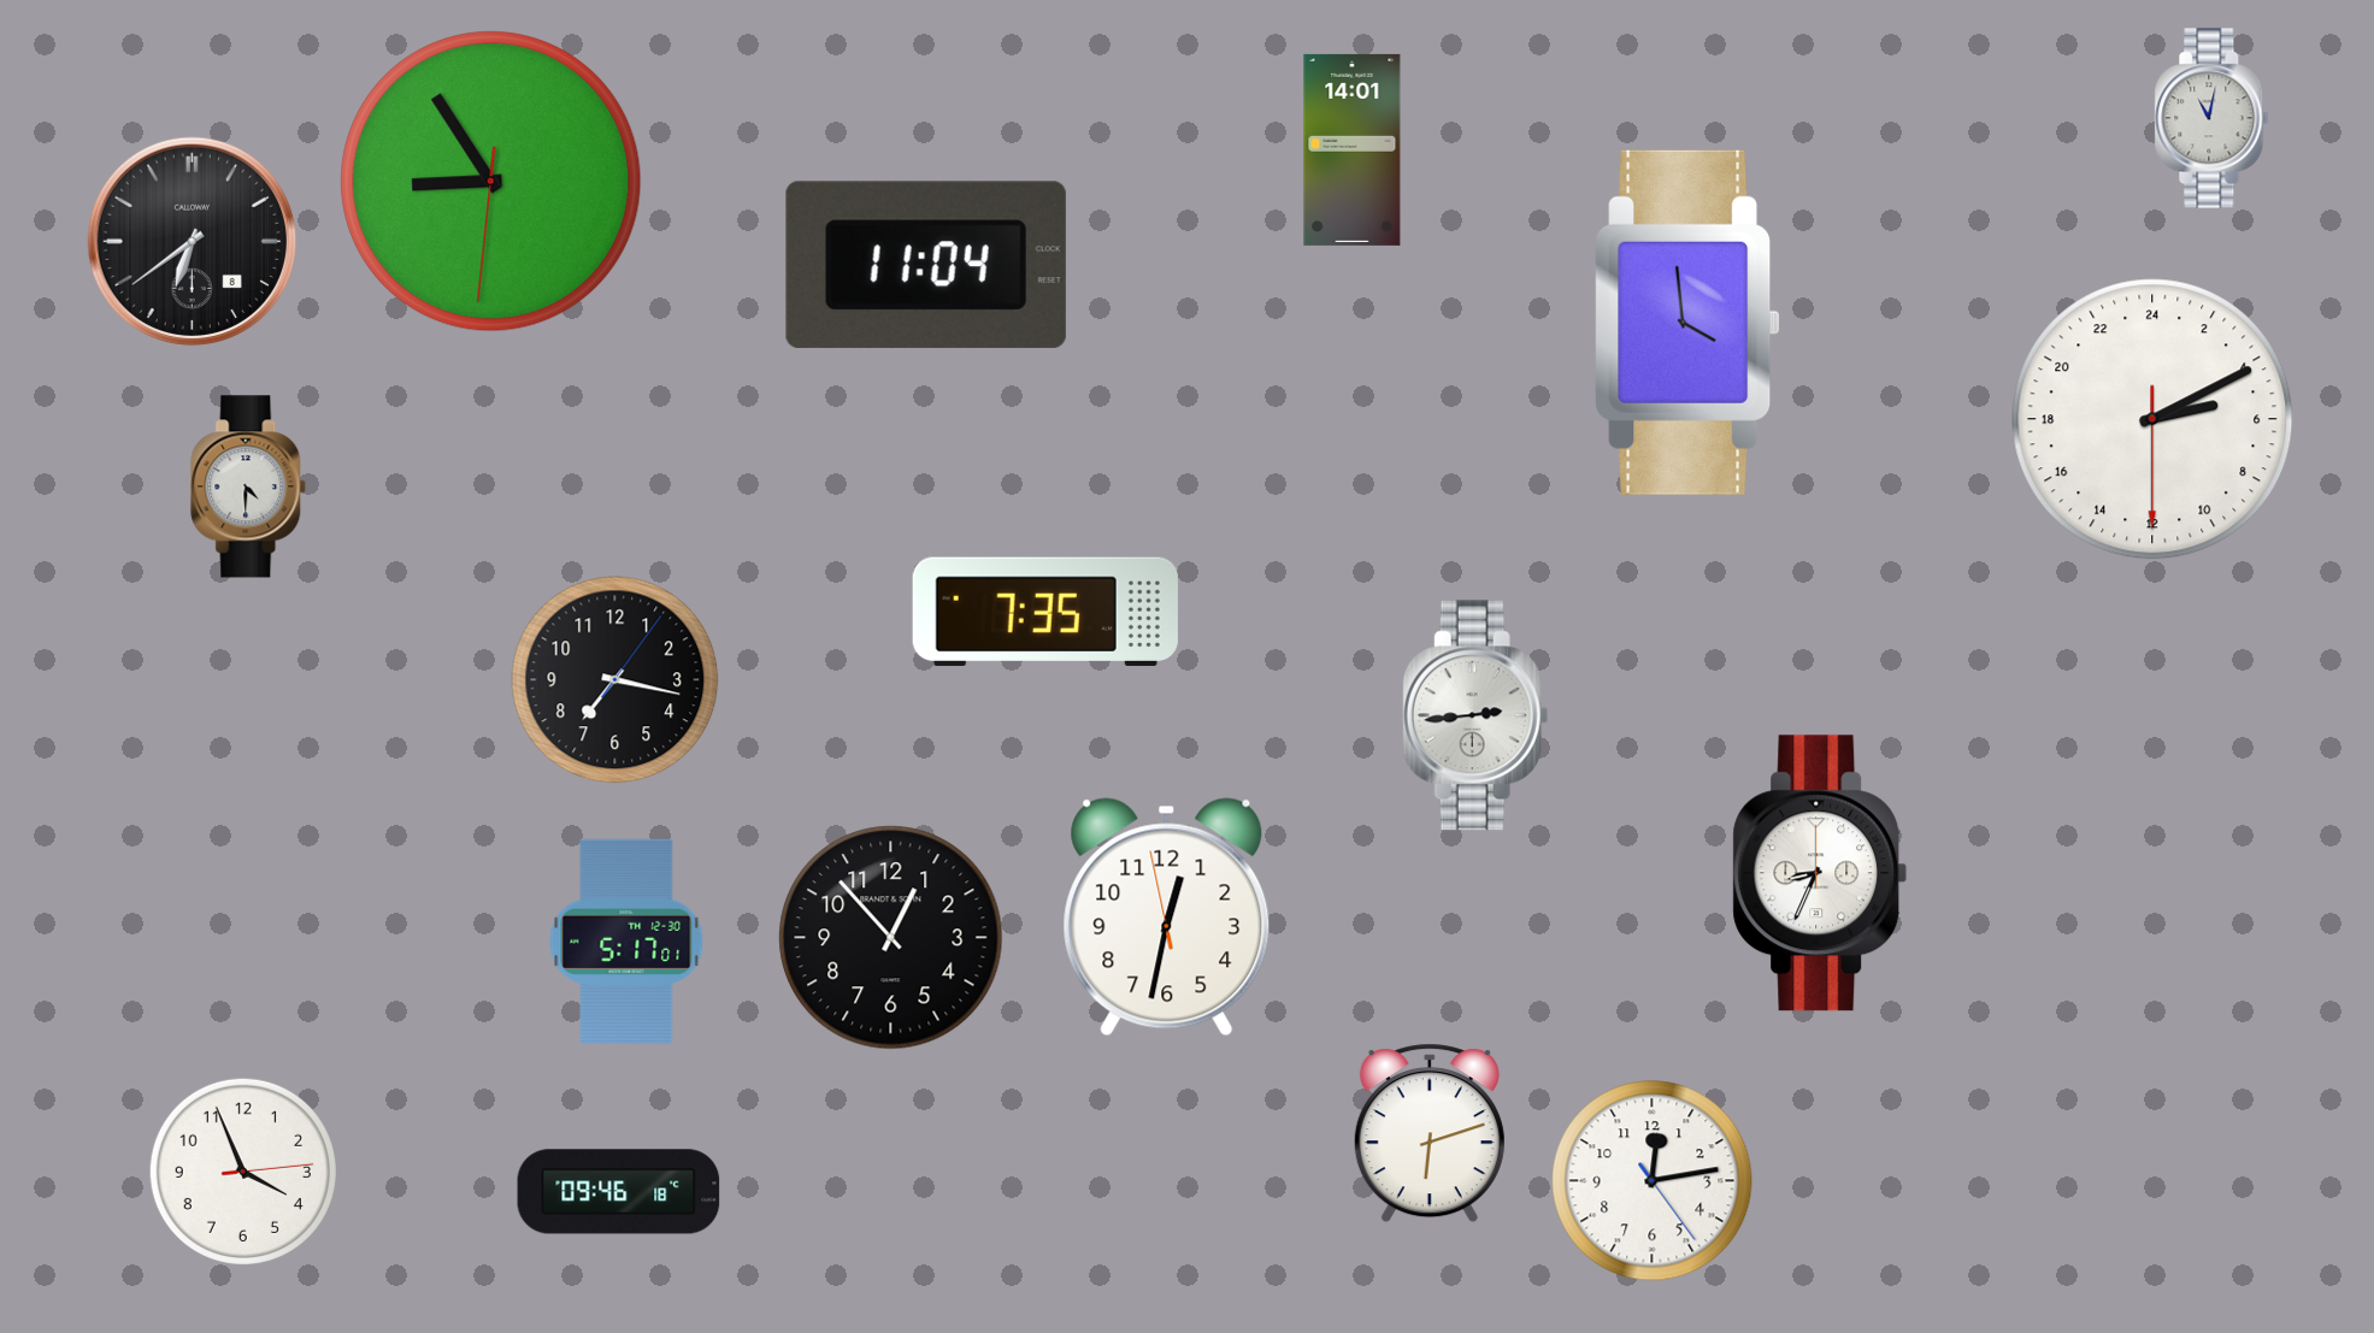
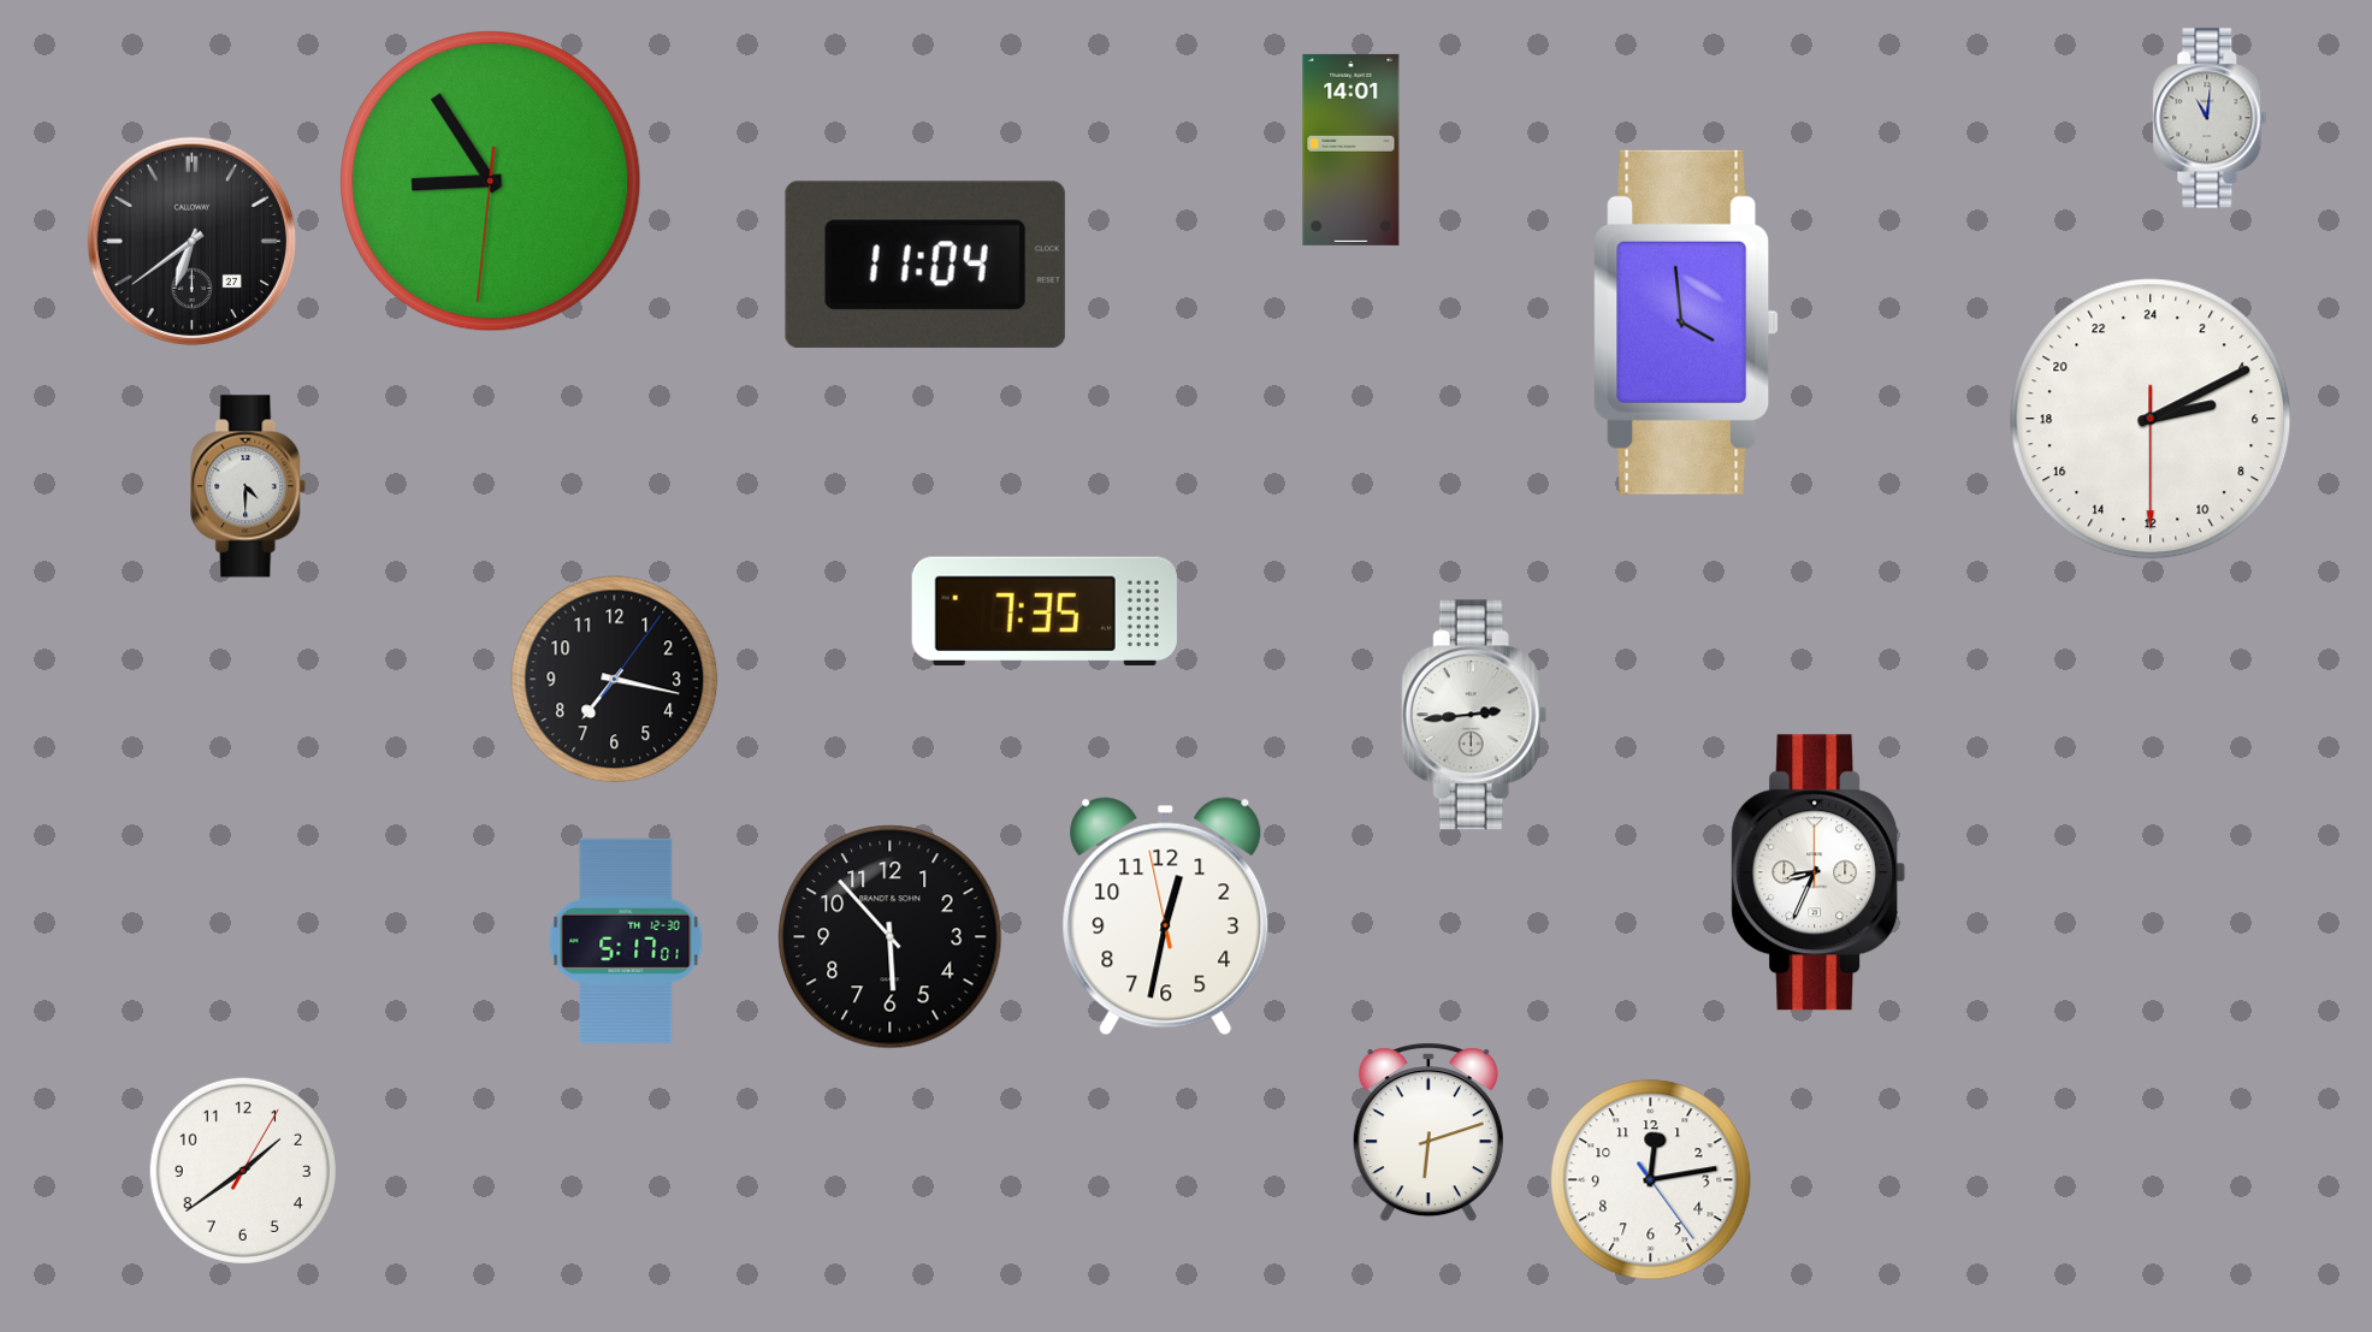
clock at (2211, 118): 11:02 -> 11:01
clock at (192, 241) date: 8 -> 27
clock at (891, 938): 12:53 -> 5:53
clock at (243, 1172): 3:56 -> 1:39
clock at (619, 1192): 09:46 -> none
